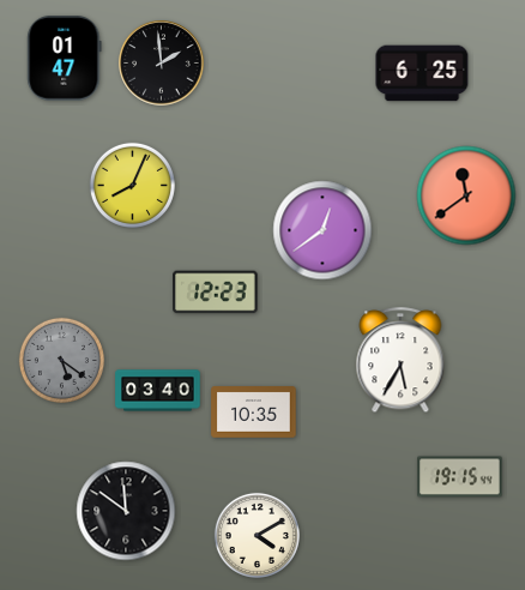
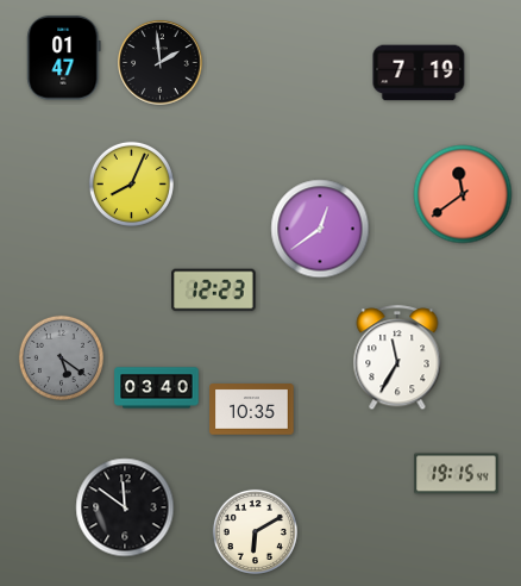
clock at (422, 73): 6:25 -> 7:19
clock at (400, 361): 5:35 -> 11:35
clock at (257, 535): 4:10 -> 6:10
